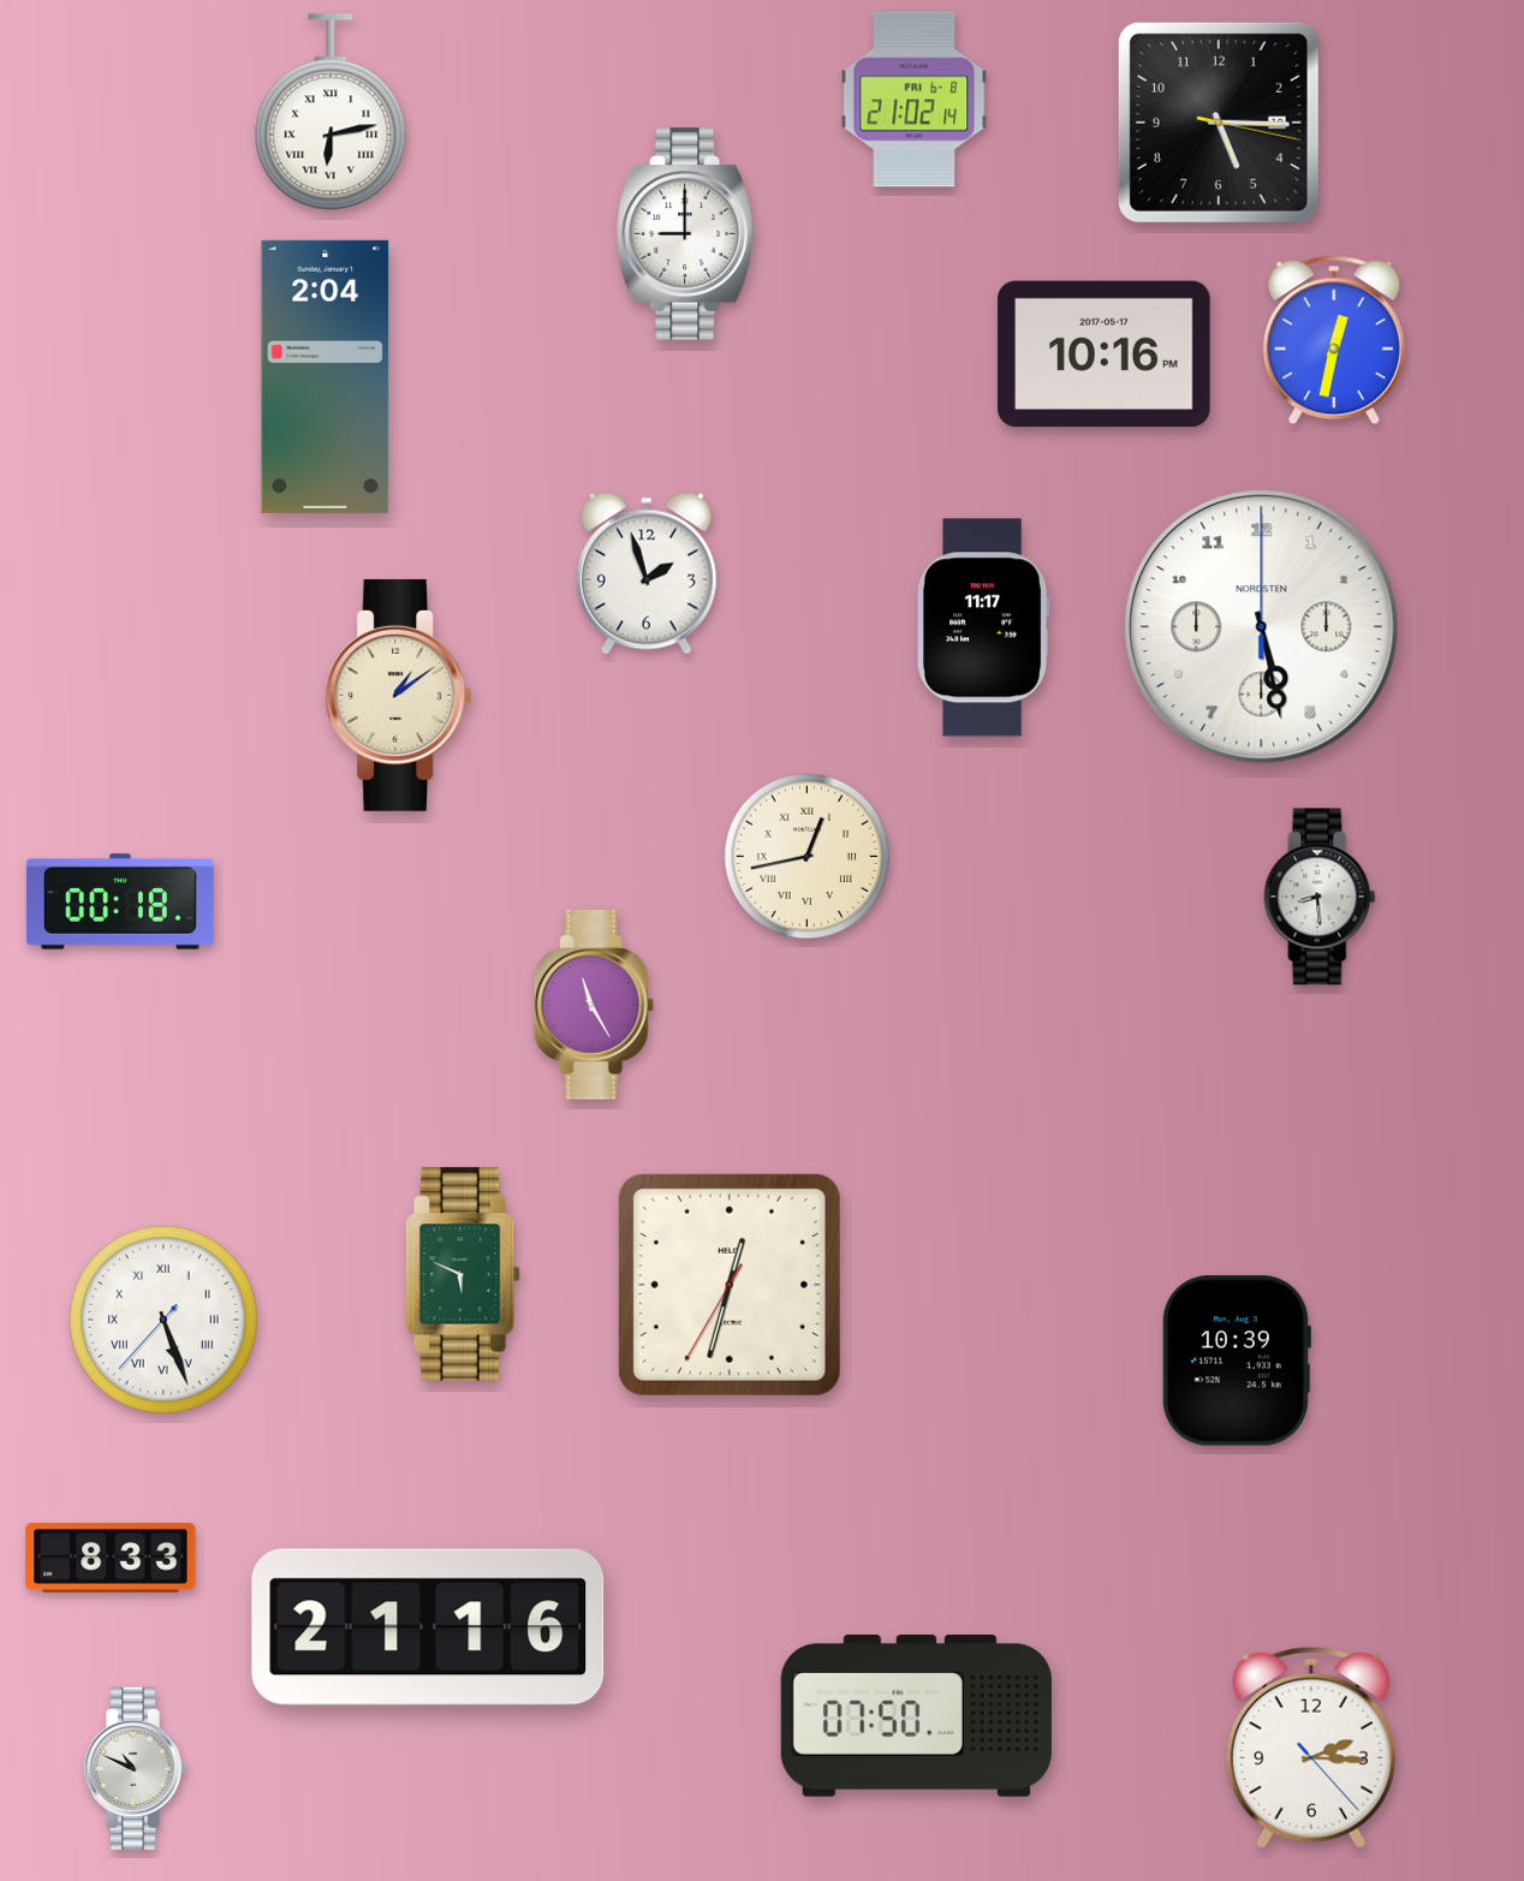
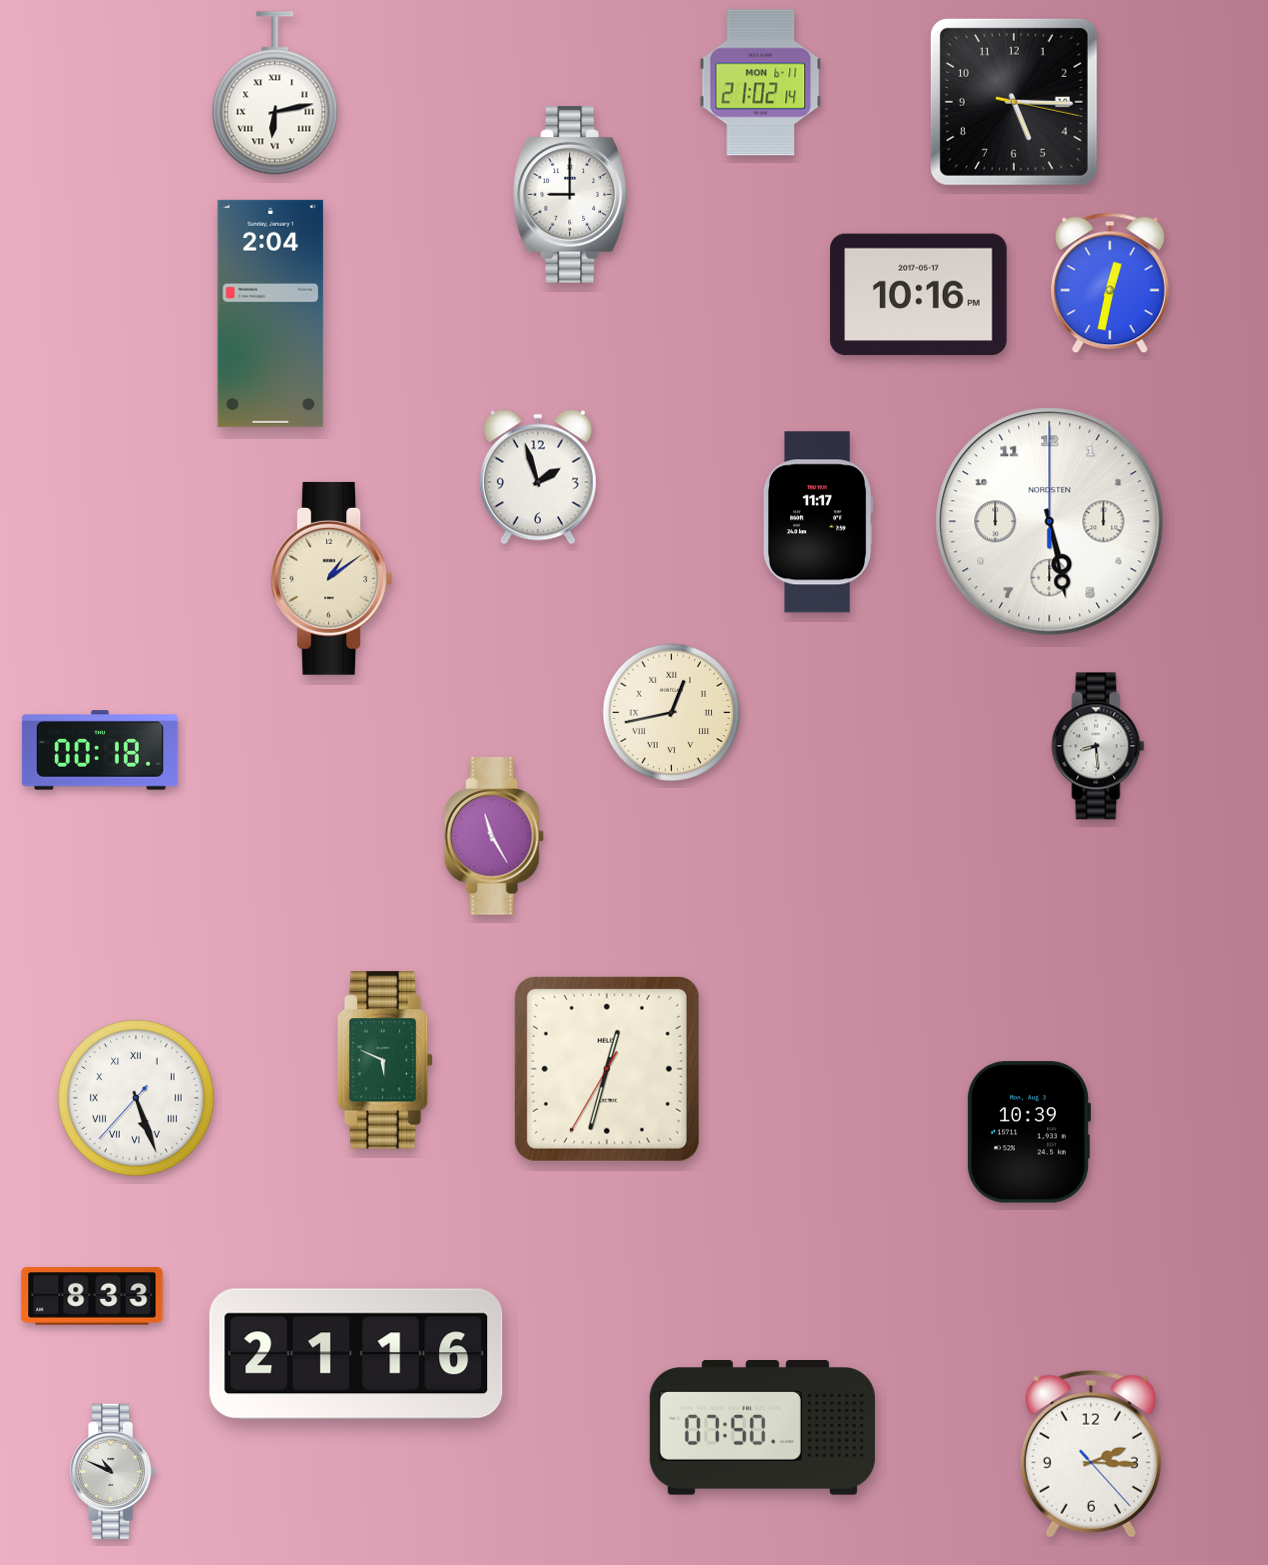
clock at (915, 100) date: FRI 6-8 -> MON 6-11
